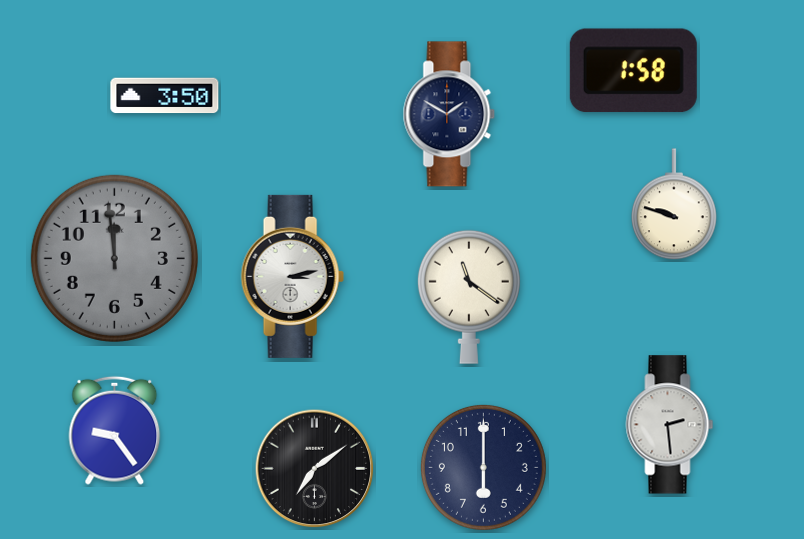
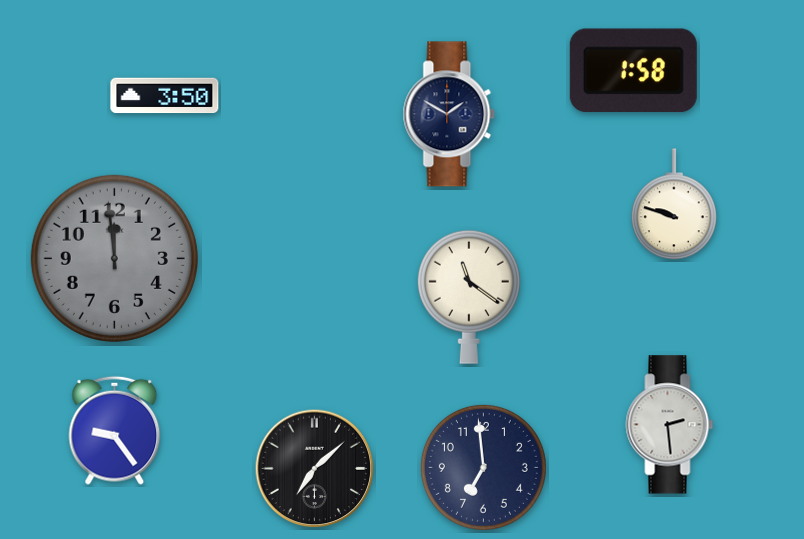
clock at (292, 276): 3:13 -> none
clock at (483, 467): 6:00 -> 6:59
clock at (315, 469): 7:09 -> 7:08
